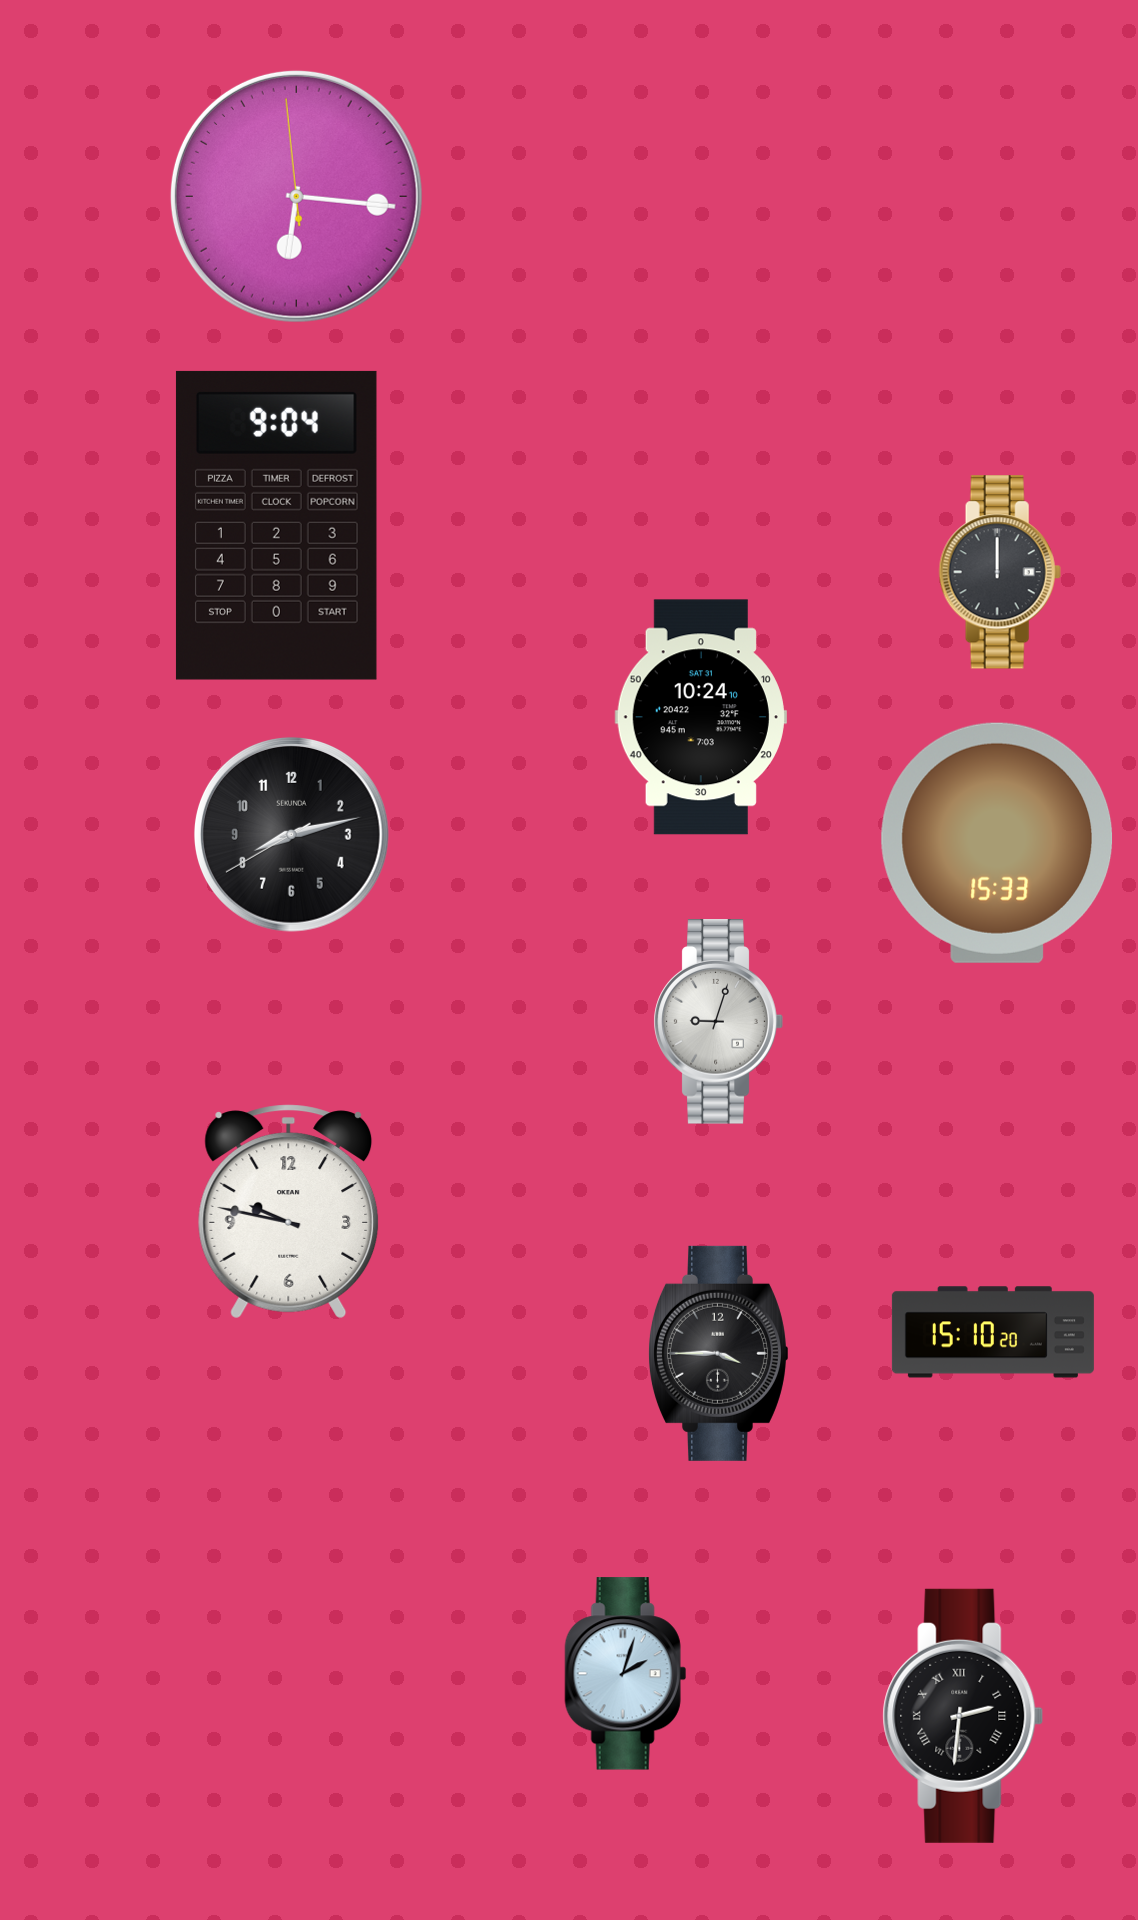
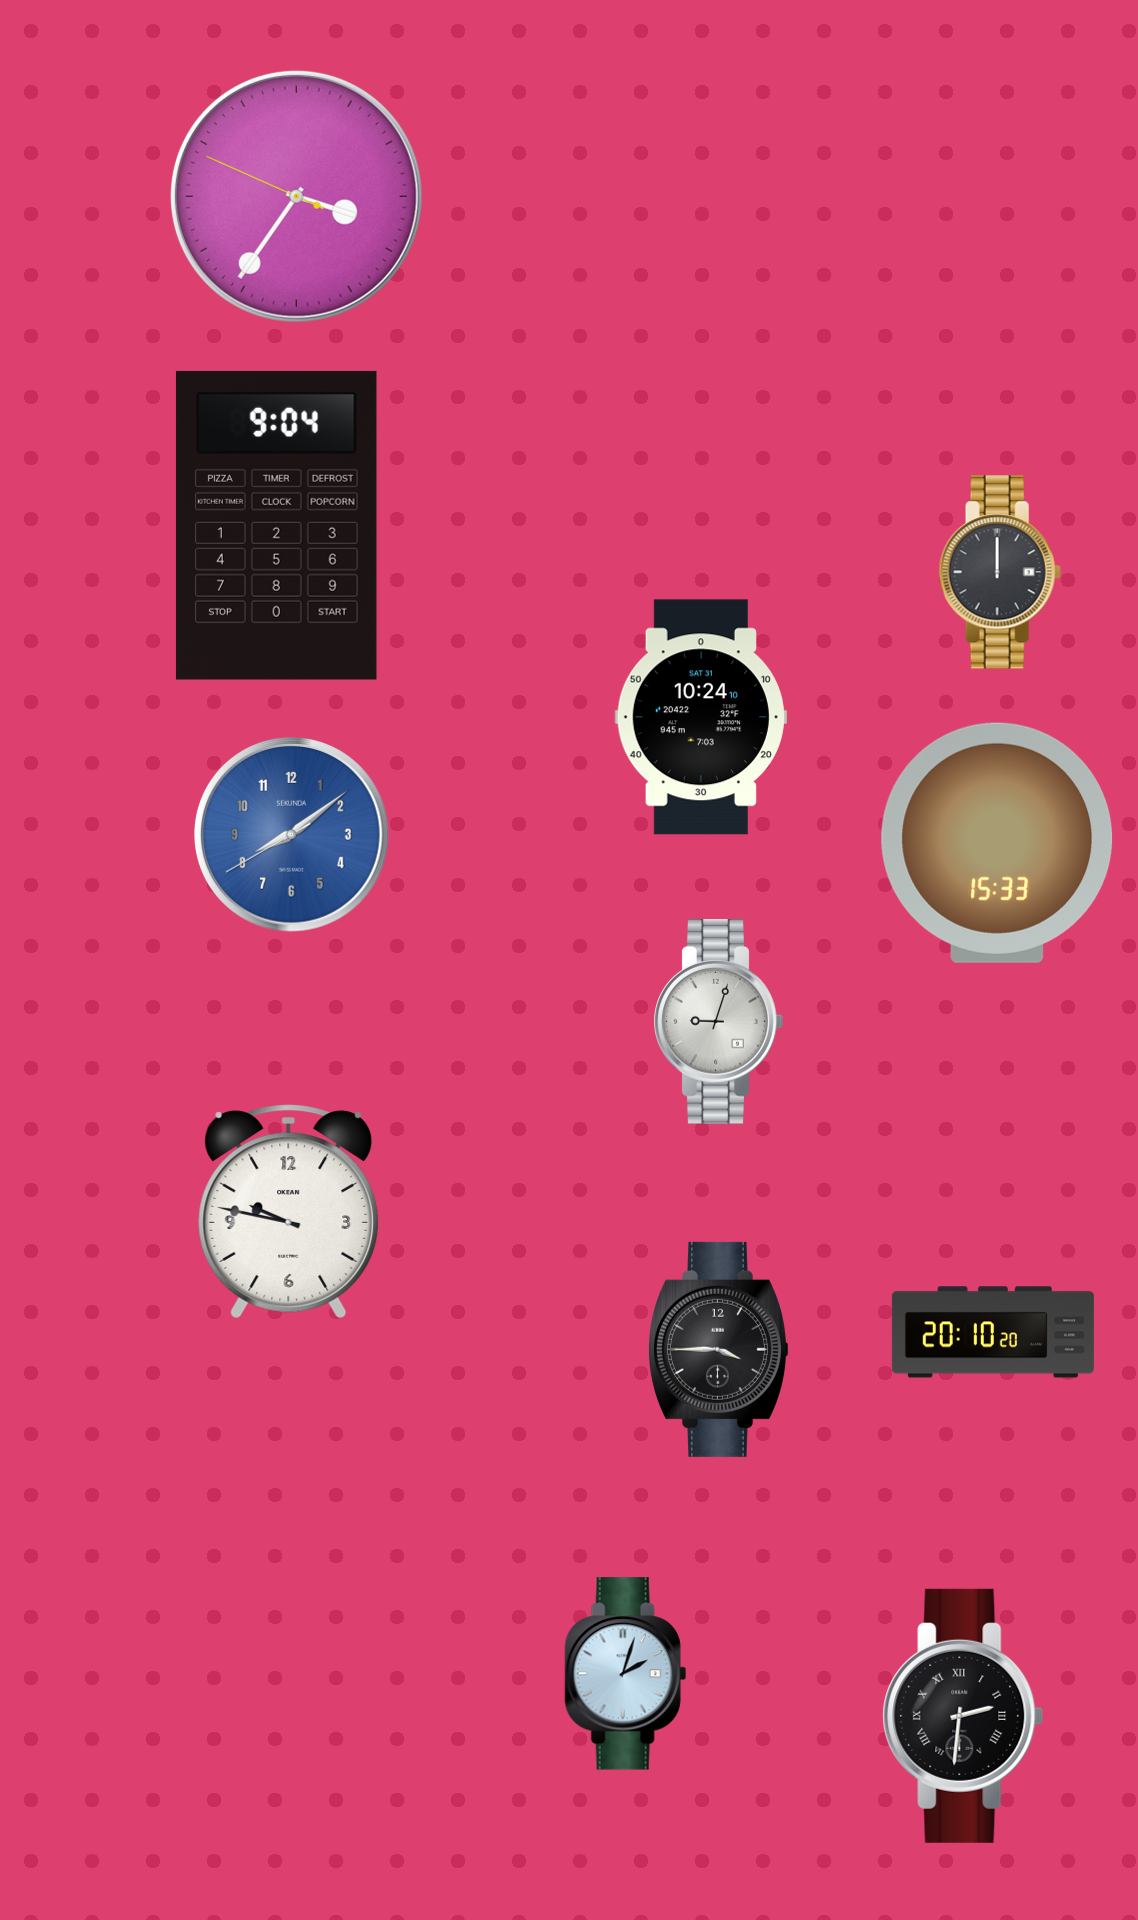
clock at (296, 196): 6:15 -> 3:35
clock at (291, 834): 8:12 -> 8:08
clock at (291, 834) dial: black -> blue
clock at (993, 1332): 15:10 -> 20:10
clock at (718, 1353) position: (718, 1353) -> (718, 1349)
